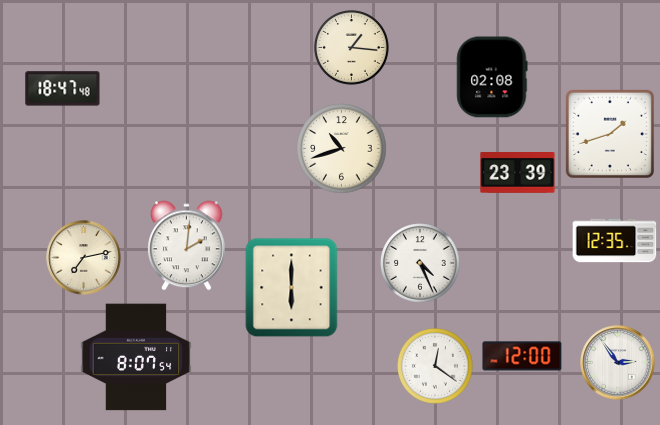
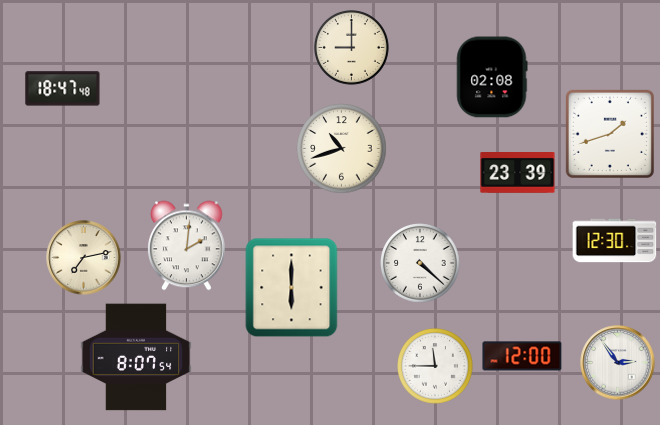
clock at (352, 48): 1:16 -> 9:00
clock at (615, 241): 12:35 -> 12:30
clock at (420, 263): 4:26 -> 4:22
clock at (436, 367): 12:21 -> 11:45
